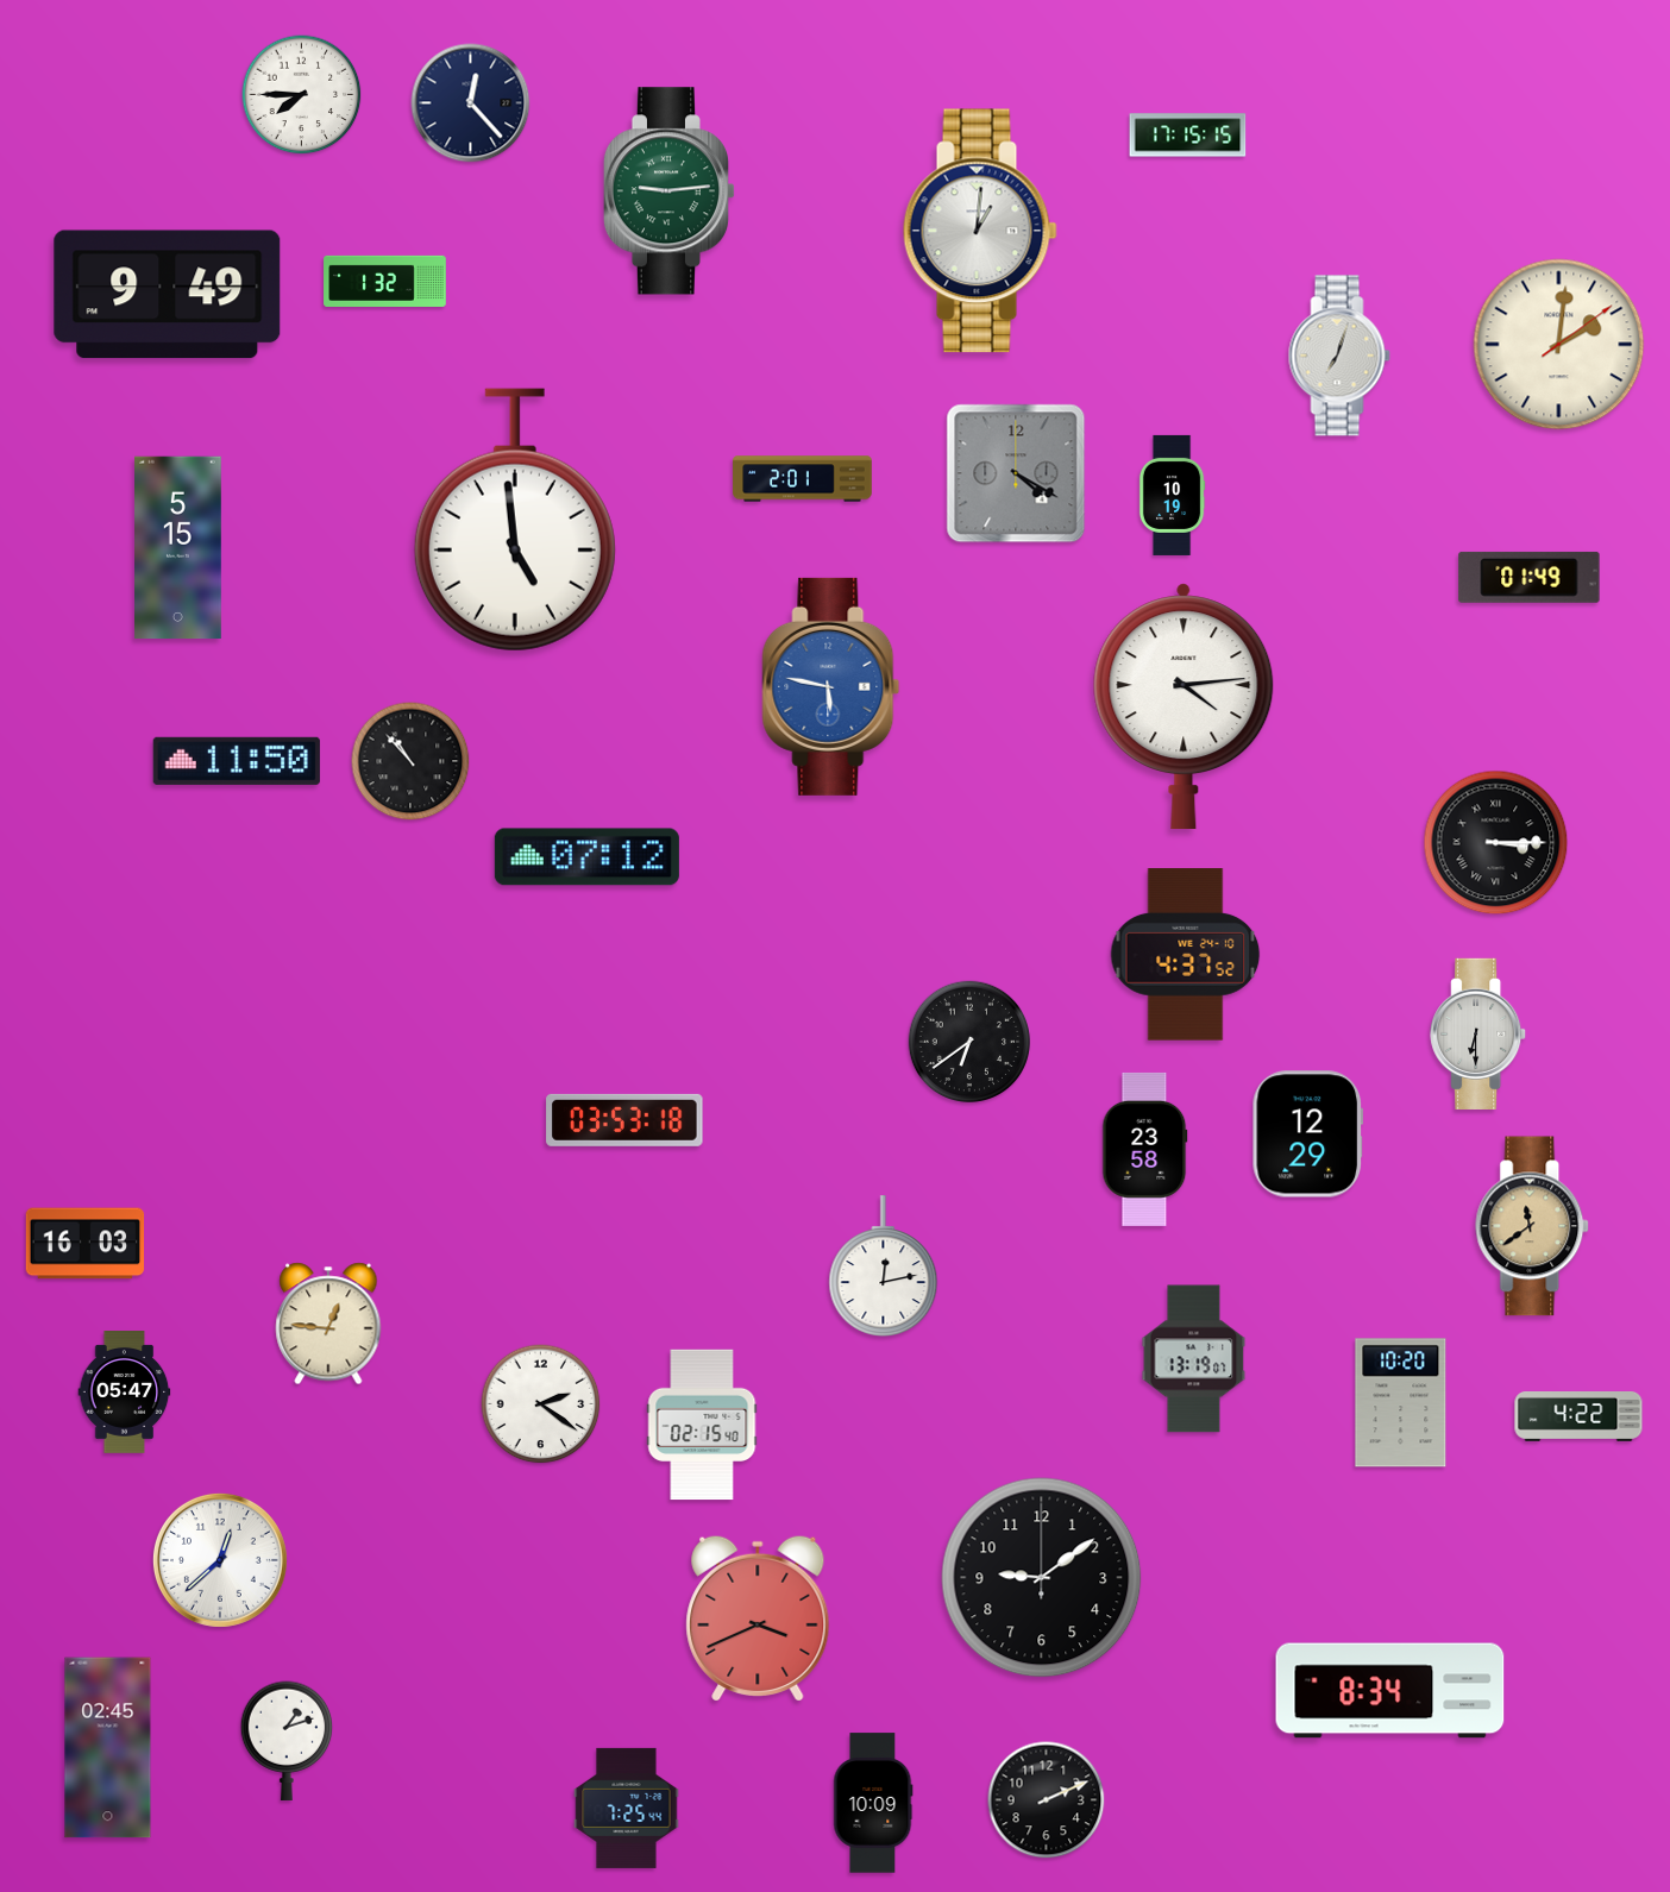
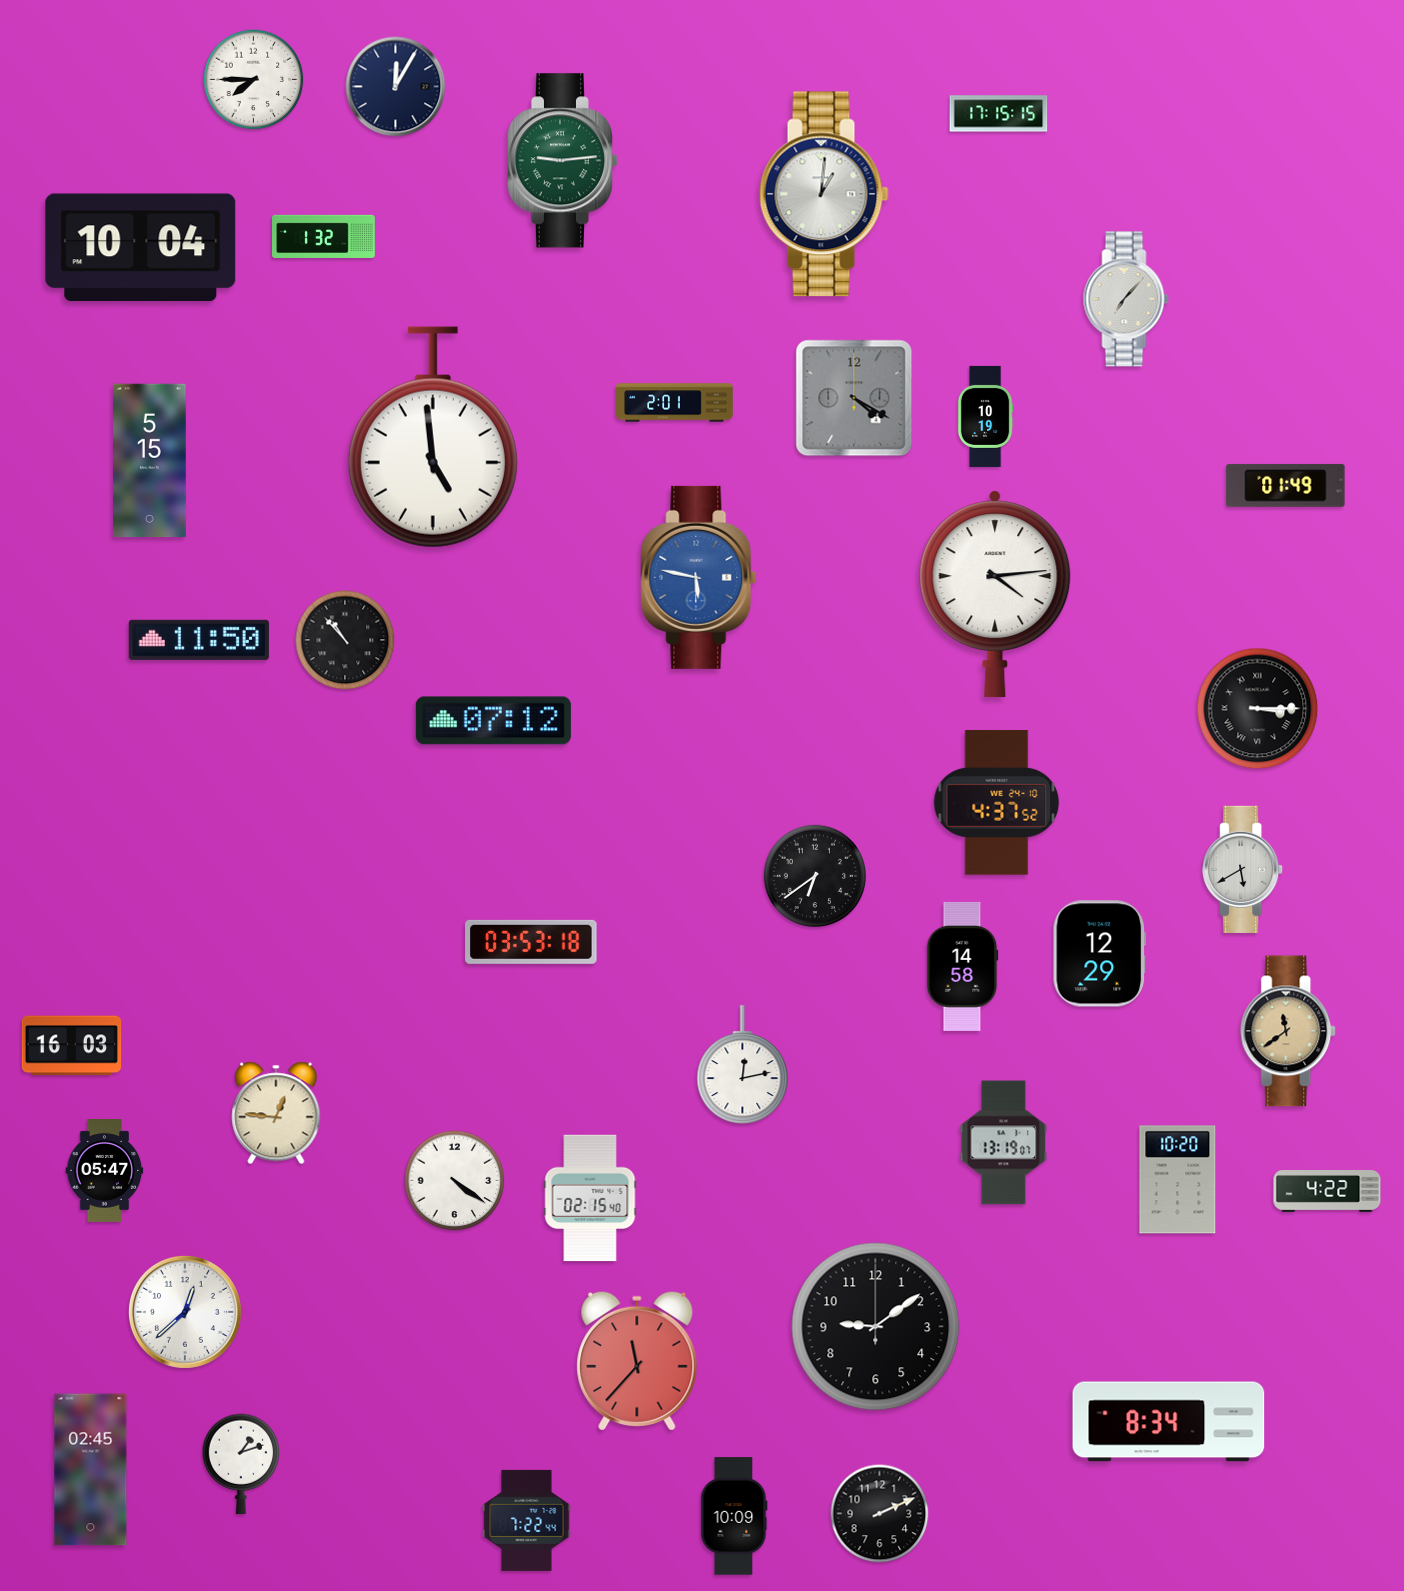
clock at (471, 103): 12:23 -> 12:05
clock at (168, 295): 9:49 -> 10:04
clock at (1559, 345): 2:01 -> none
clock at (1339, 356): 7:03 -> 7:07
clock at (1478, 1033): 6:30 -> 5:40
clock at (624, 1120) position: (624, 1120) -> (531, 942)
clock at (1145, 1149): 23:58 -> 14:58
clock at (541, 1404): 2:21 -> 4:21
clock at (758, 1618): 3:41 -> 11:37
clock at (627, 1808): 7:25 -> 7:22
